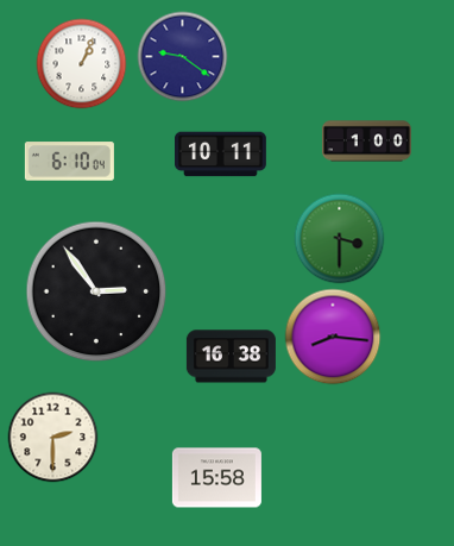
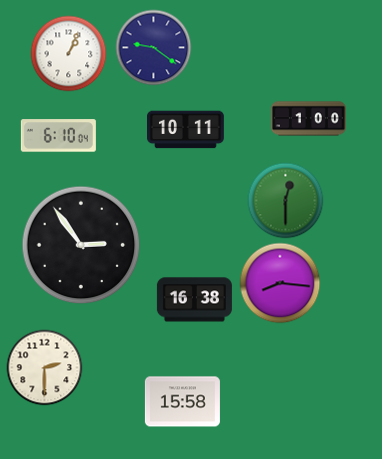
clock at (340, 239): 3:30 -> 12:30
